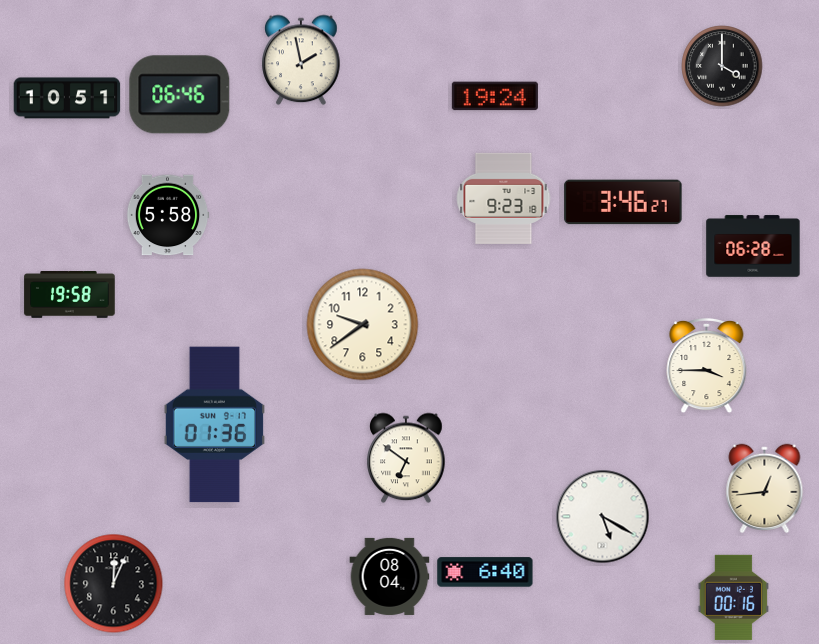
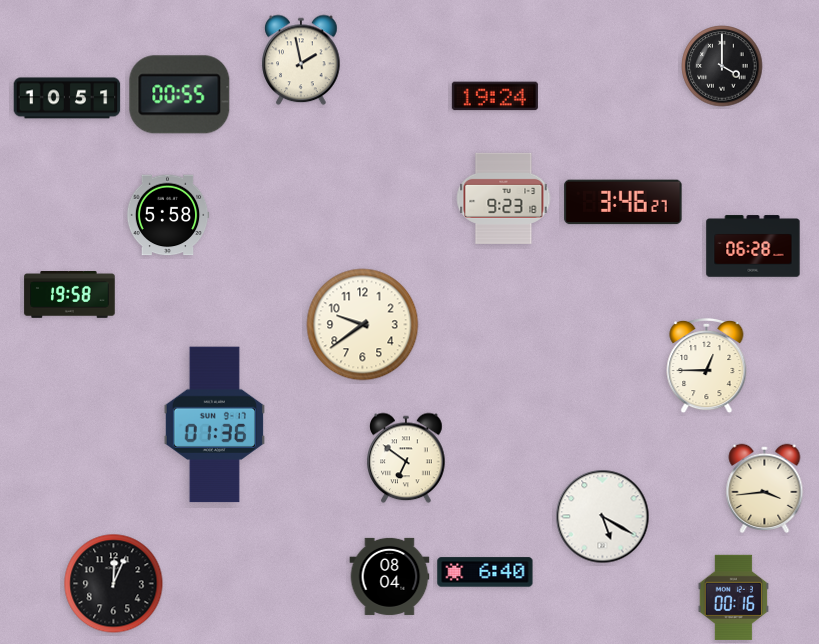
clock at (180, 95): 06:46 -> 00:55
clock at (707, 366): 3:45 -> 12:45
clock at (765, 488): 12:44 -> 3:44
